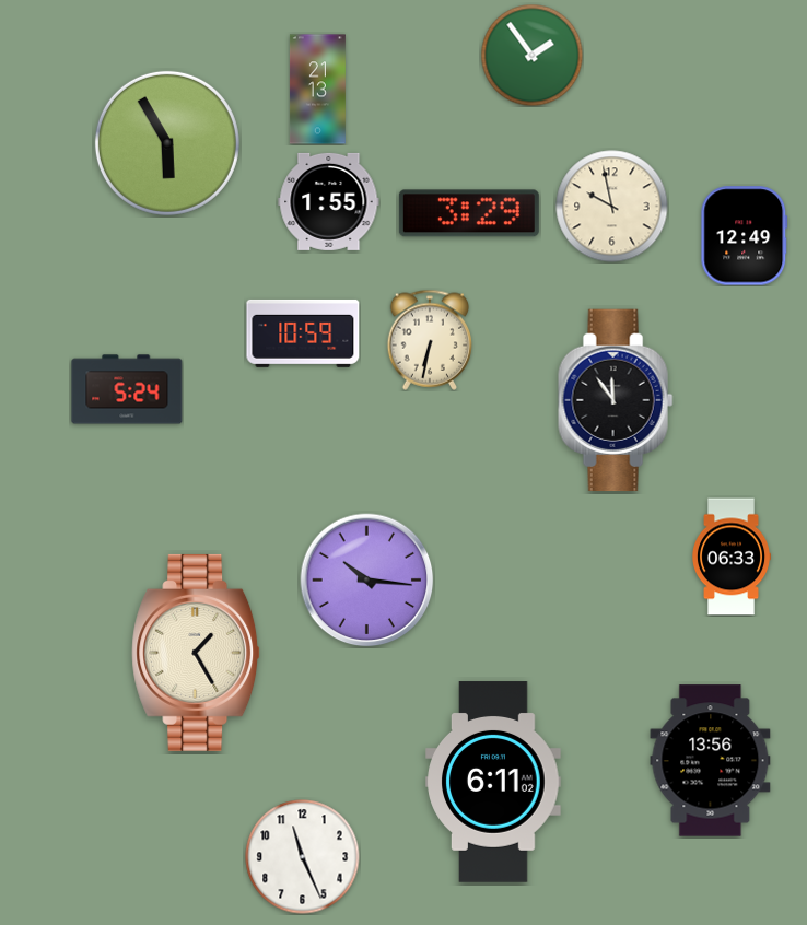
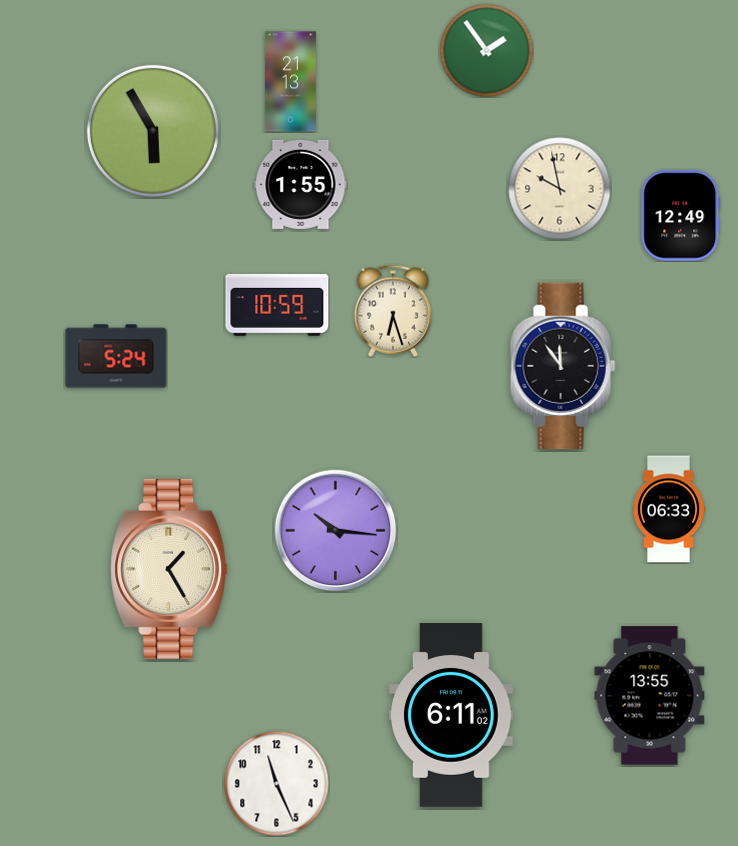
clock at (469, 213): 3:29 -> none
clock at (429, 340): 6:32 -> 6:27
clock at (197, 653) position: (197, 653) -> (170, 569)
clock at (711, 761): 13:56 -> 13:55
